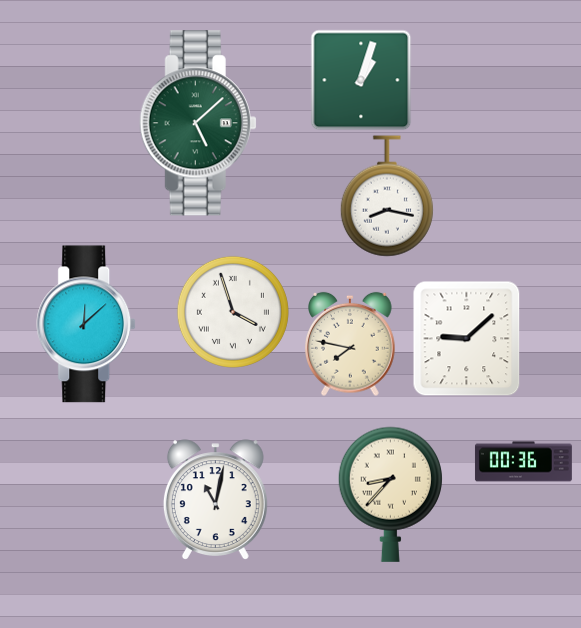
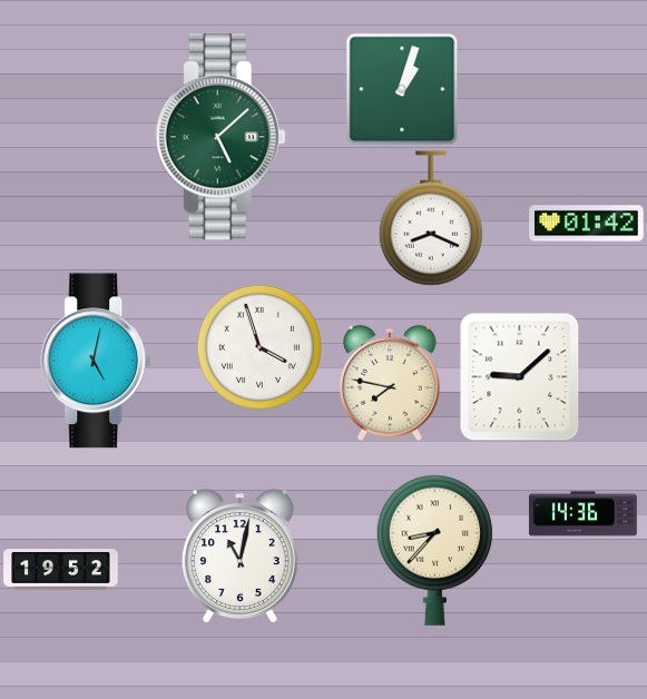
clock at (387, 196): 8:17 -> 8:19
clock at (587, 224): none -> 01:42
clock at (87, 324): 12:08 -> 5:02
clock at (523, 462): 00:36 -> 14:36
clock at (61, 570): none -> 19:52
